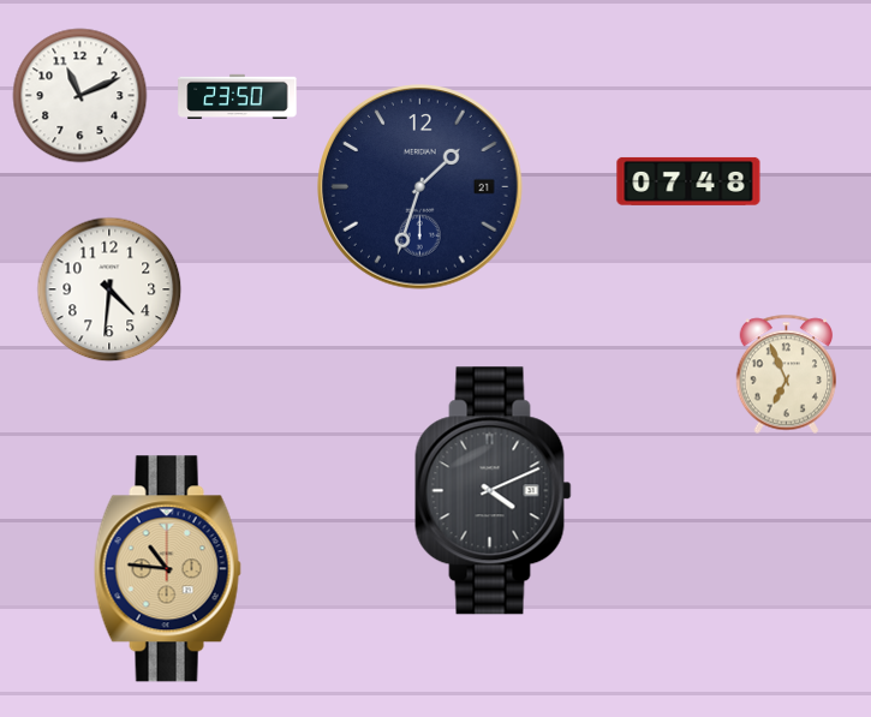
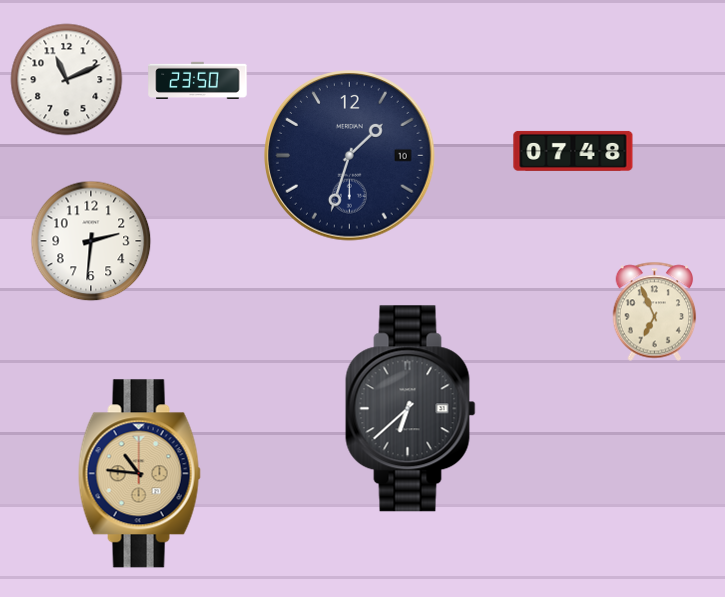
clock at (420, 187) date: 21 -> 10
clock at (109, 289): 4:31 -> 2:31
clock at (494, 491): 4:11 -> 6:38
